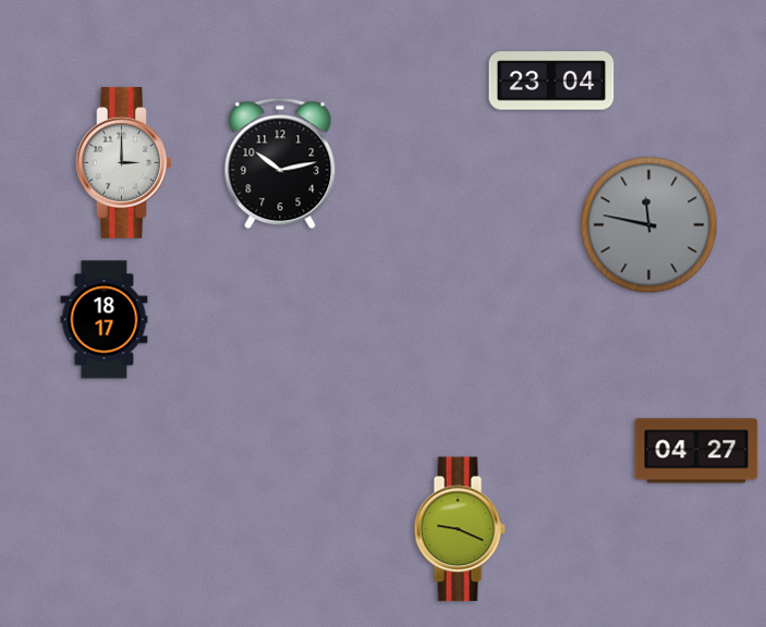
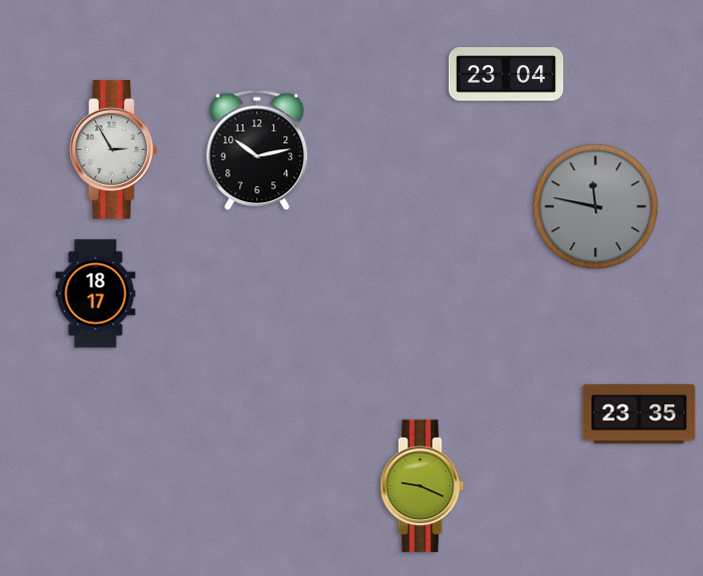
clock at (124, 162): 3:00 -> 2:55
clock at (696, 451): 04:27 -> 23:35
